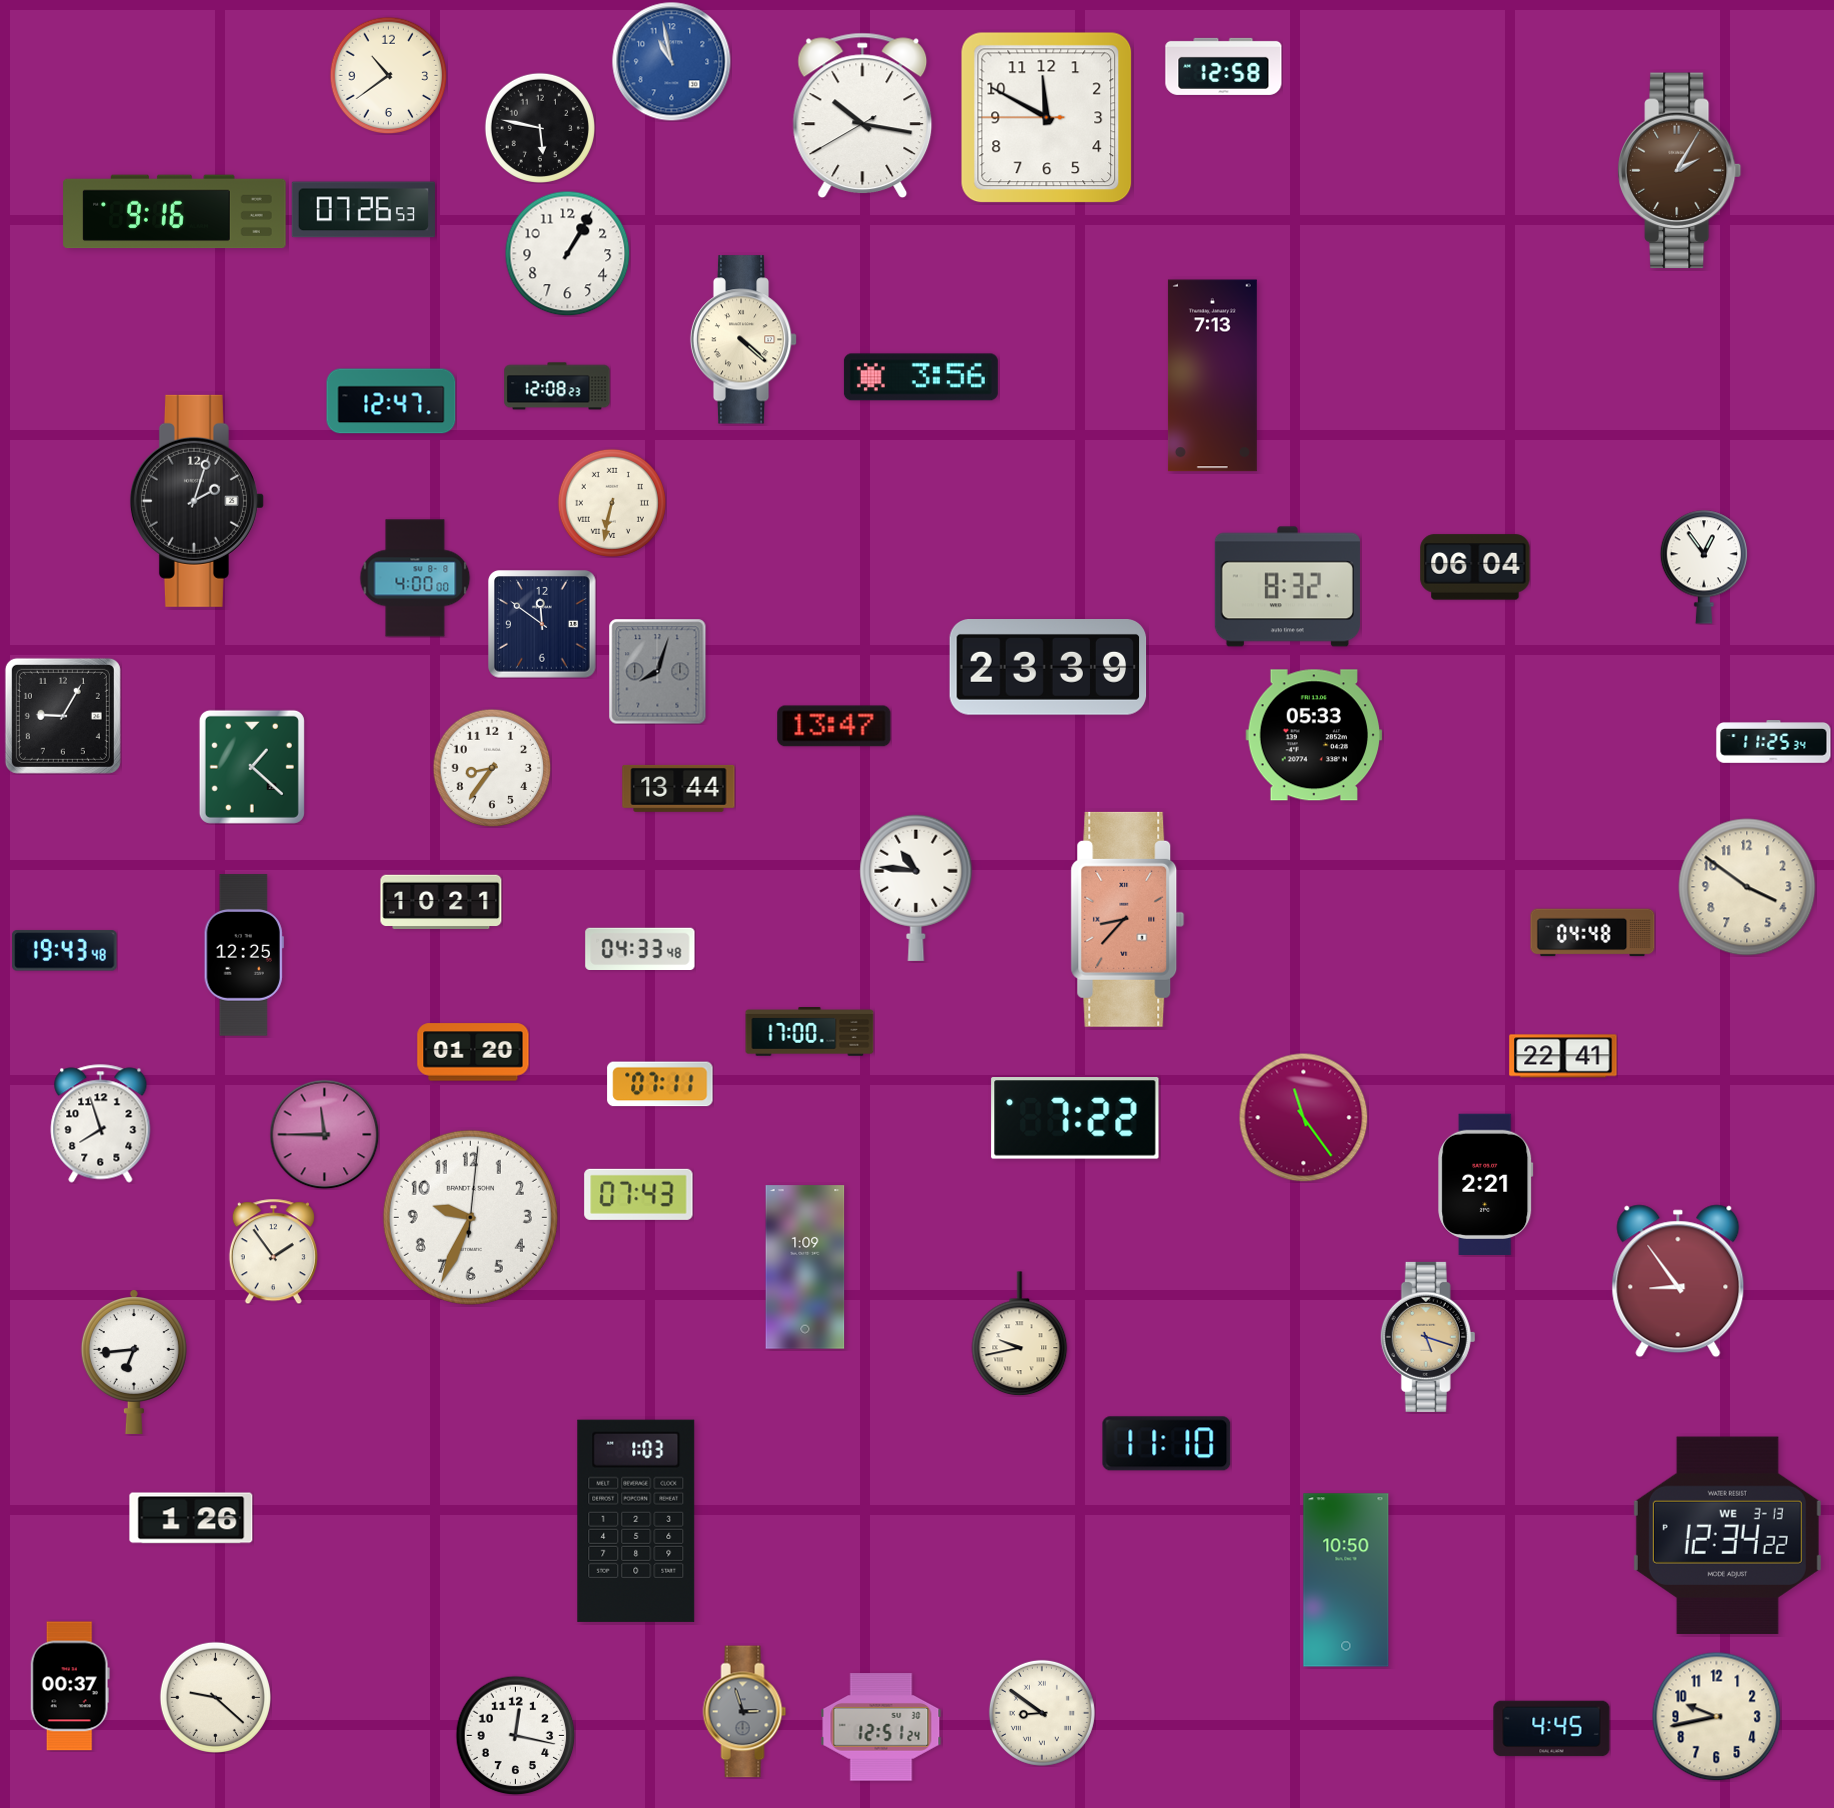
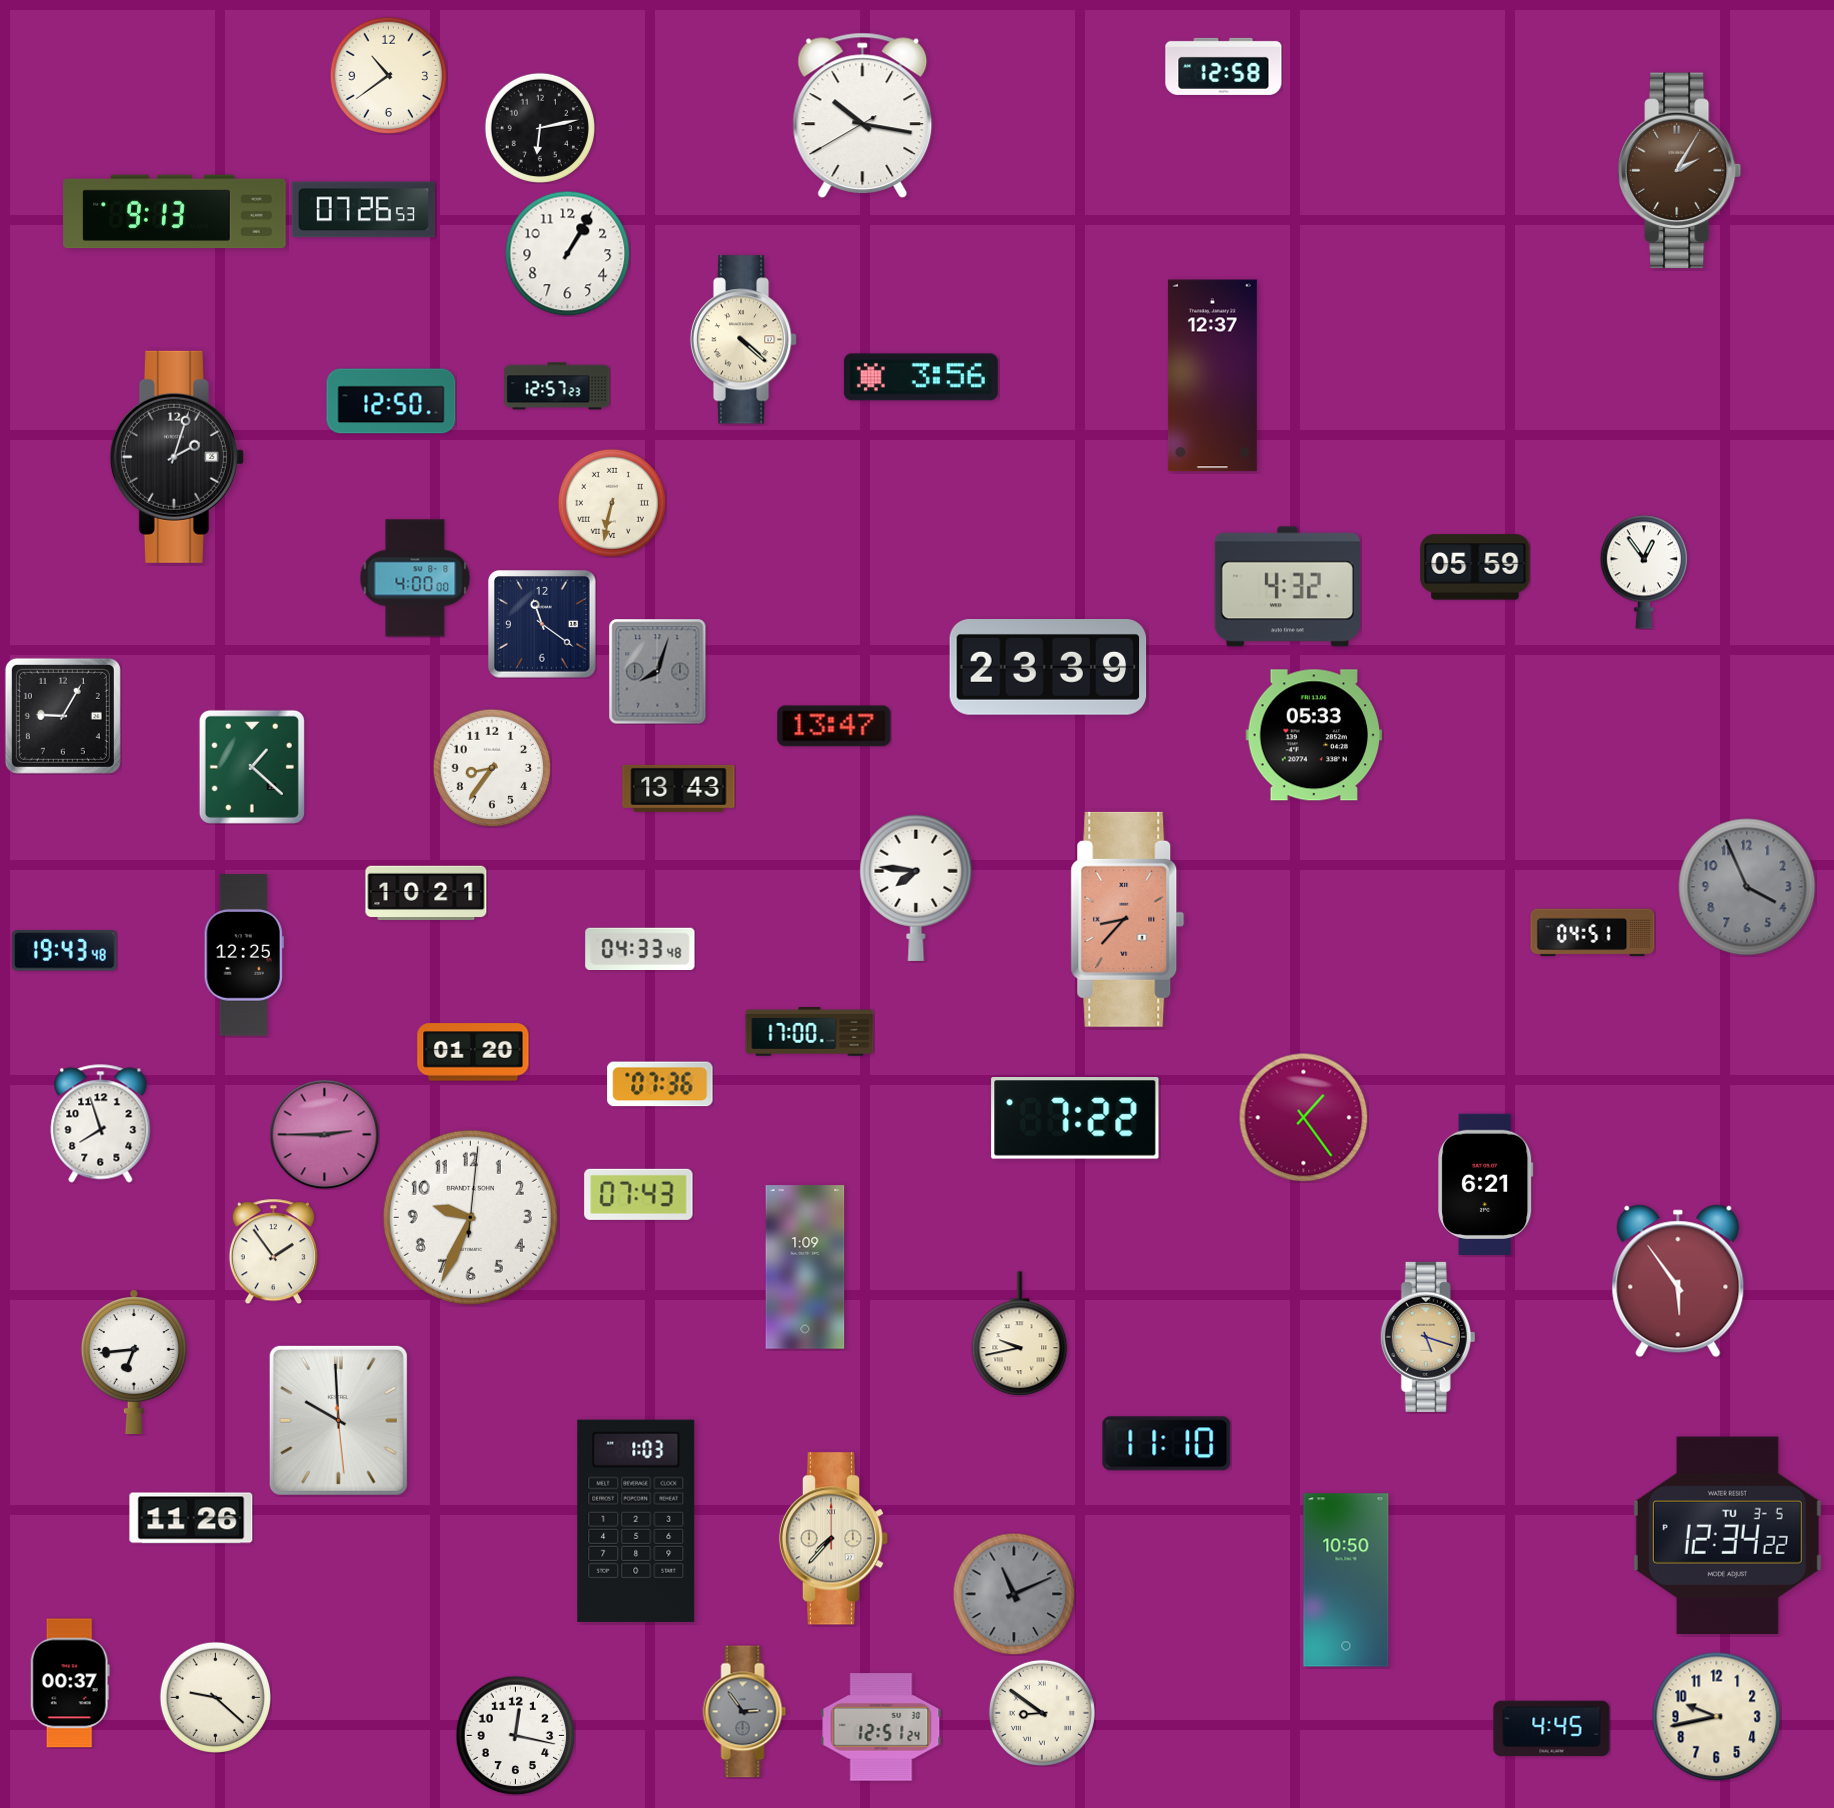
clock at (672, 62): 10:58 -> none
clock at (1047, 118): 11:49 -> none
clock at (540, 128): 5:47 -> 6:13
clock at (175, 212): 9:16 -> 9:13
clock at (1212, 376): 7:13 -> 12:37
clock at (557, 386): 12:08 -> 12:57
clock at (391, 401): 12:47 -> 12:50
clock at (197, 501) position: (197, 501) -> (177, 457)
clock at (1475, 567): 06:04 -> 05:59
clock at (1703, 567) position: (1703, 567) -> (1643, 572)
clock at (1287, 587): 8:32 -> 4:32
clock at (542, 624): 11:51 -> 11:21
clock at (1774, 742): 11:25 -> none
clock at (679, 788): 13:44 -> 13:43
clock at (1747, 887): 3:51 -> 3:56
clock at (1747, 887) dial: cream -> grey
clock at (916, 888): 10:46 -> 7:46
clock at (441, 902) position: (441, 902) -> (426, 893)
clock at (1593, 933): 04:48 -> 04:51
clock at (1563, 1056): 22:41 -> none
clock at (660, 1084): 07:11 -> 07:36
clock at (1303, 1117): 11:24 -> 1:24
clock at (324, 1134): 11:45 -> 2:45
clock at (1486, 1184): 2:21 -> 6:21
clock at (1678, 1281): 8:54 -> 5:54
clock at (338, 1420): none -> 9:59
clock at (191, 1518): 1:26 -> 11:26
clock at (1727, 1535) date: WE 3-13 -> TU 3-5
clock at (834, 1539): none -> 7:37
clock at (1014, 1594): none -> 11:11
clock at (70, 1686) position: (70, 1686) -> (70, 1683)
clock at (745, 1712): 2:57 -> 2:54
